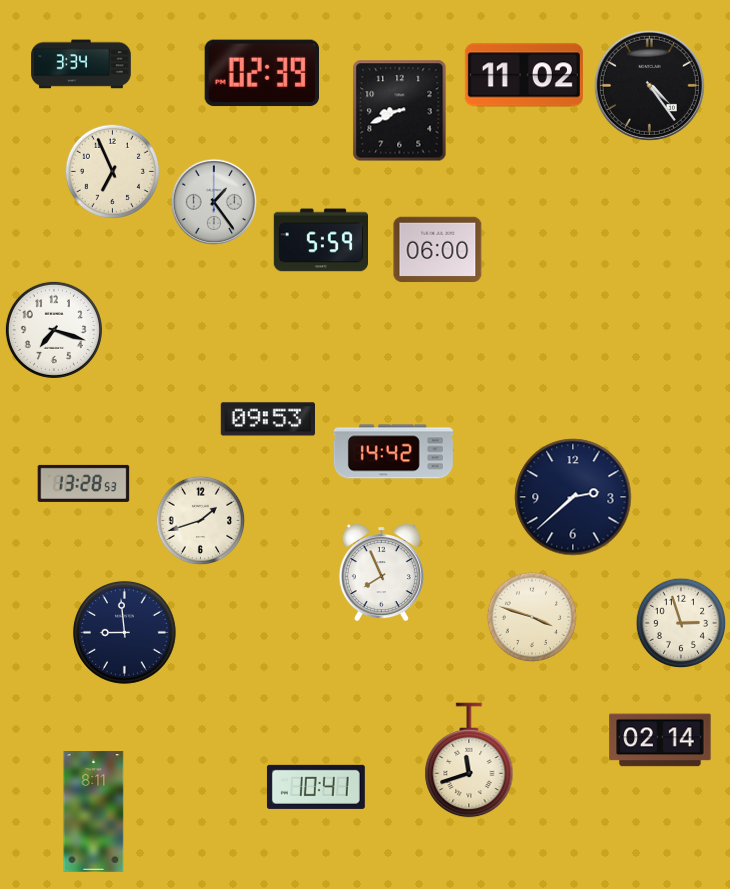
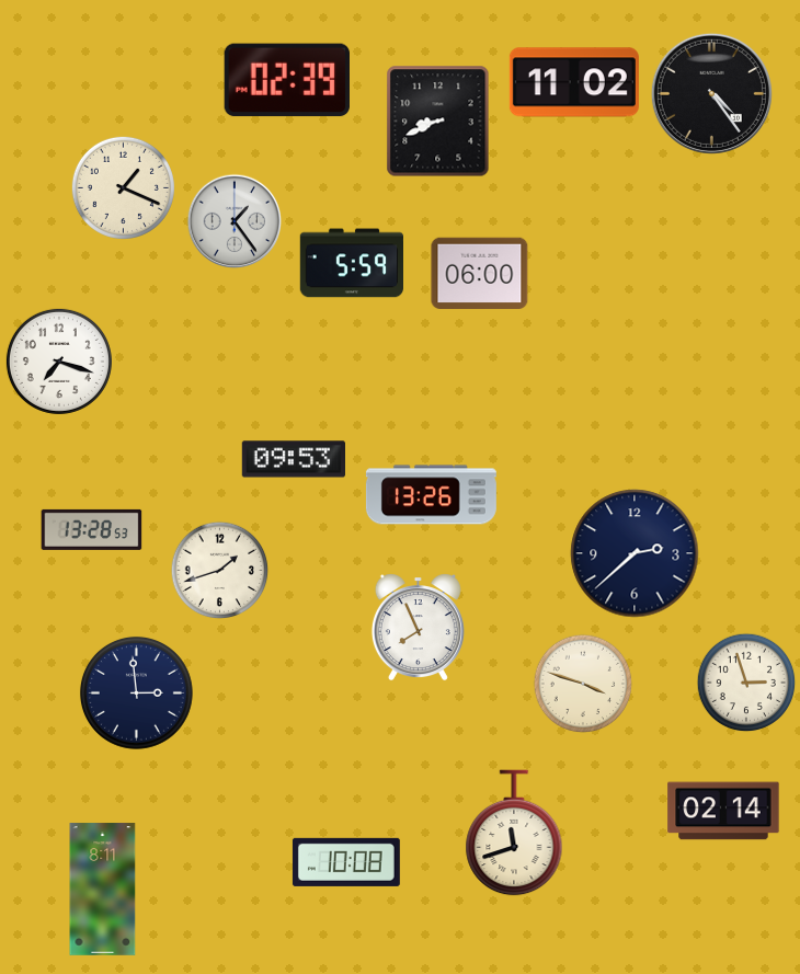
clock at (81, 64): 3:34 -> none
clock at (112, 171): 6:56 -> 1:19
clock at (393, 452): 14:42 -> 13:26
clock at (573, 497) position: (573, 497) -> (635, 553)
clock at (532, 617) position: (532, 617) -> (583, 684)
clock at (124, 632): 8:59 -> 2:59
clock at (316, 787): 10:41 -> 10:08
